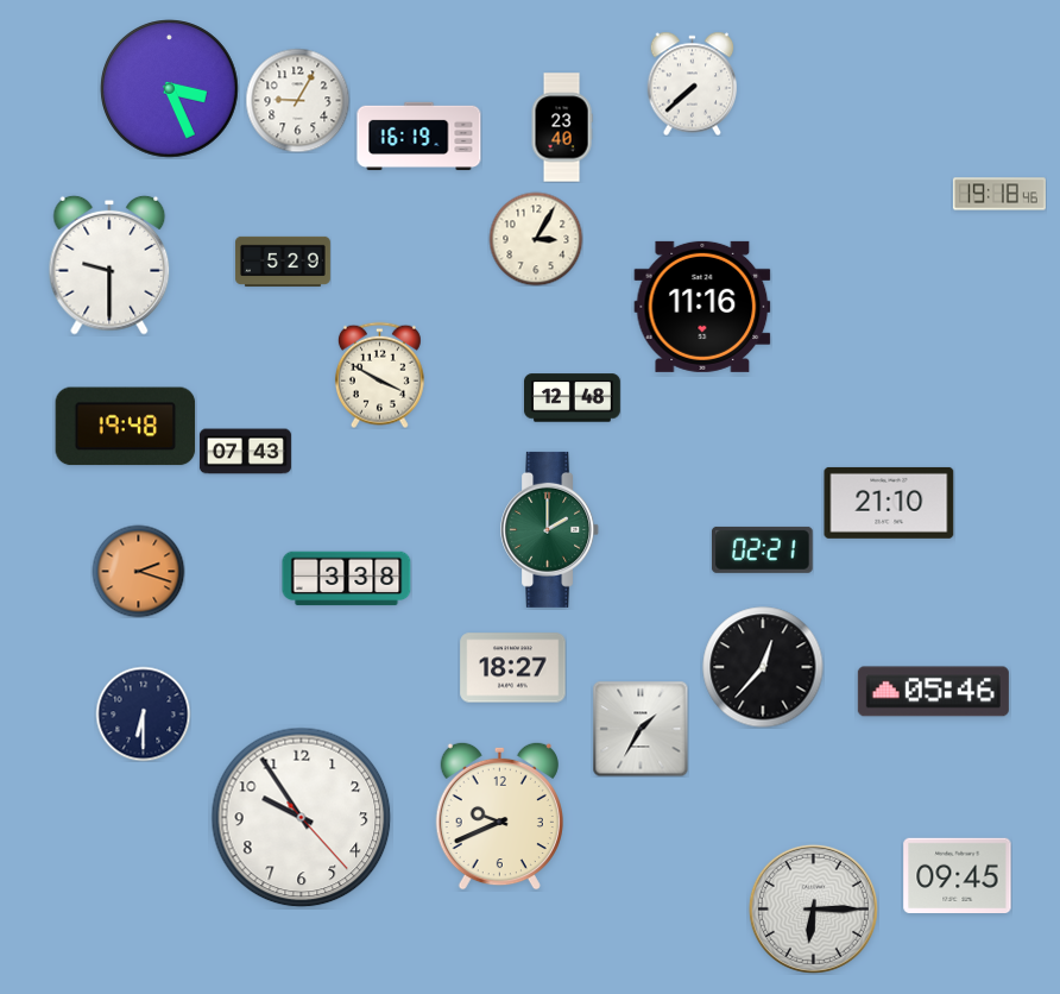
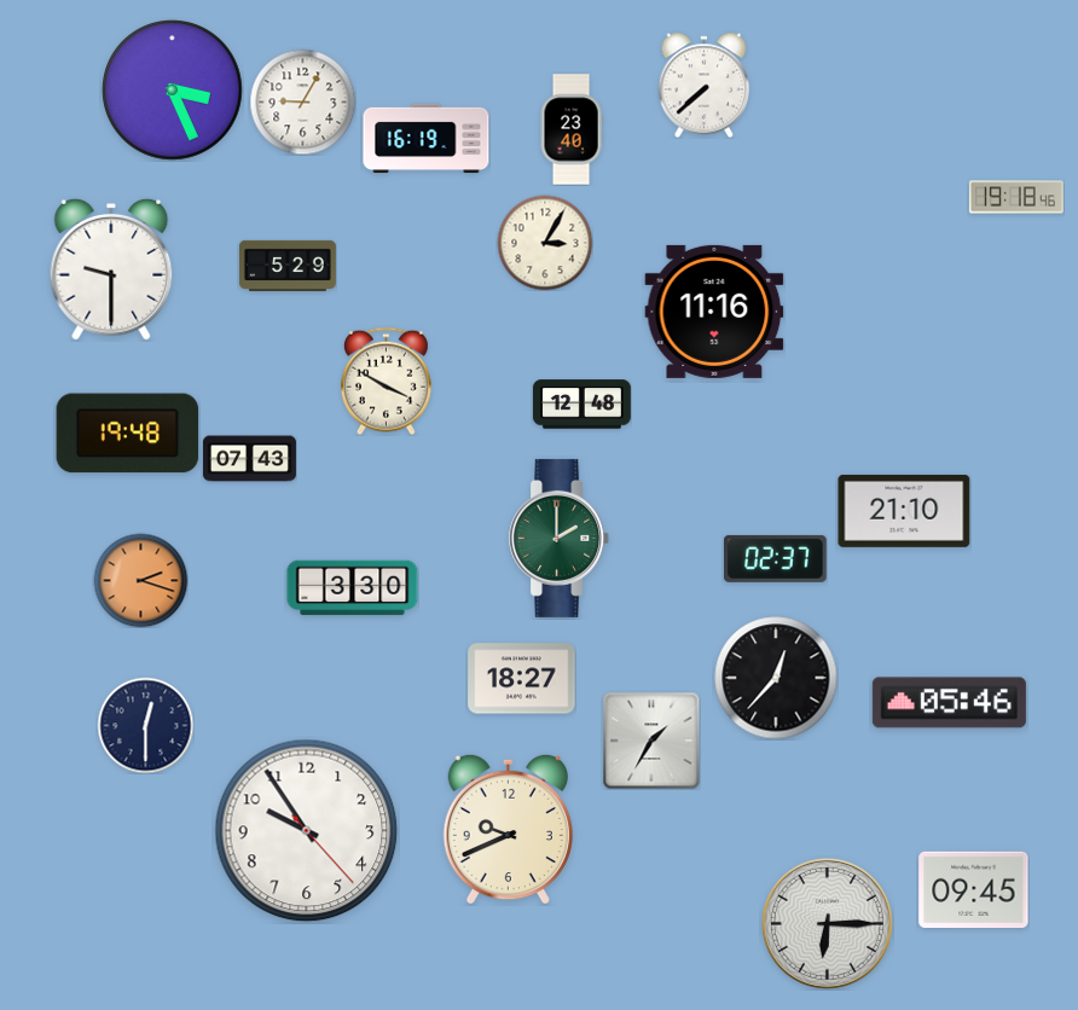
clock at (763, 549): 02:21 -> 02:37
clock at (347, 579): 3:38 -> 3:30
clock at (143, 713): 6:30 -> 12:30
